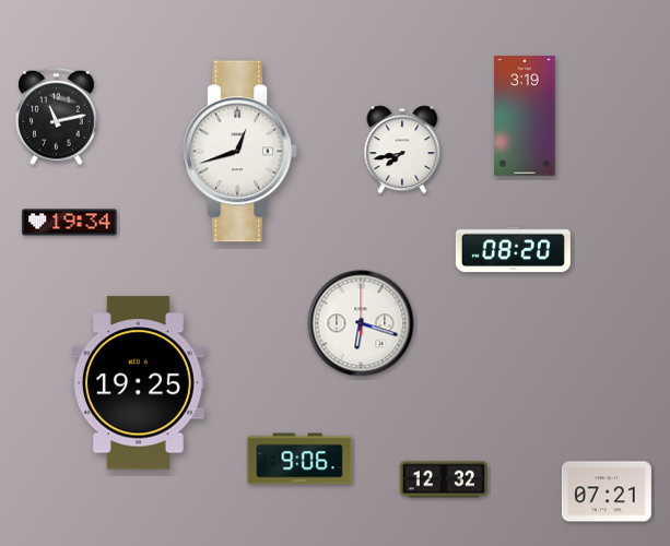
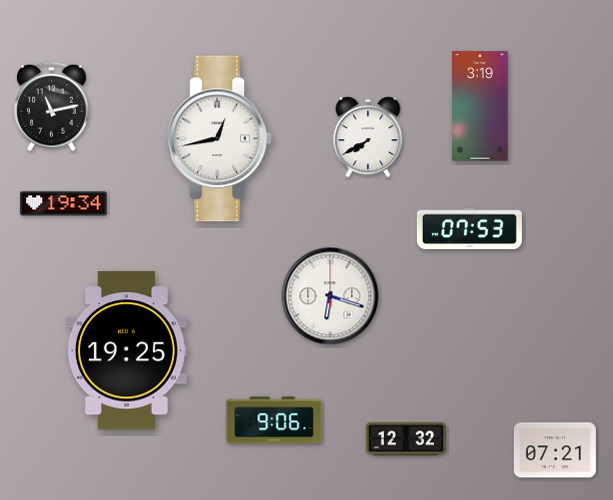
clock at (402, 150): 7:43 -> 7:40
clock at (239, 152): 12:42 -> 12:43
clock at (513, 250): 08:20 -> 07:53
